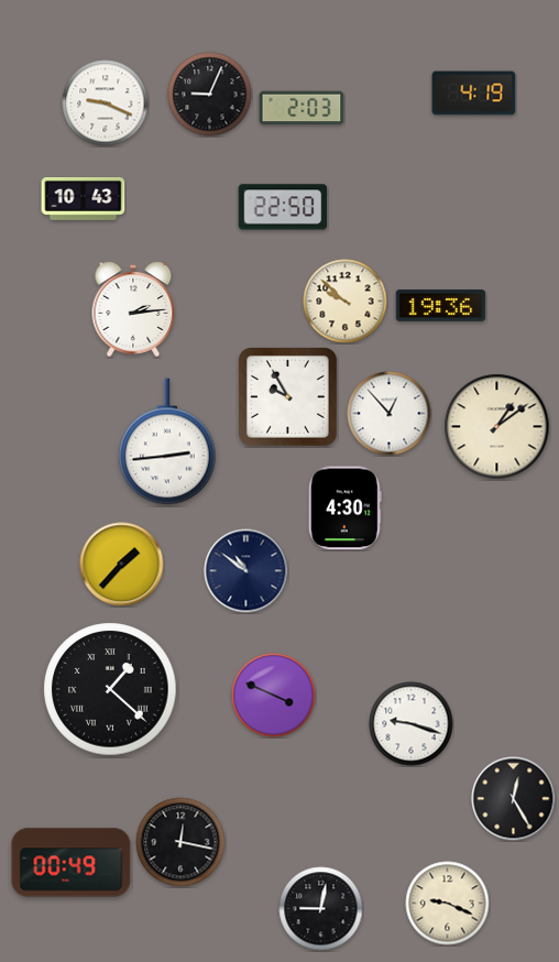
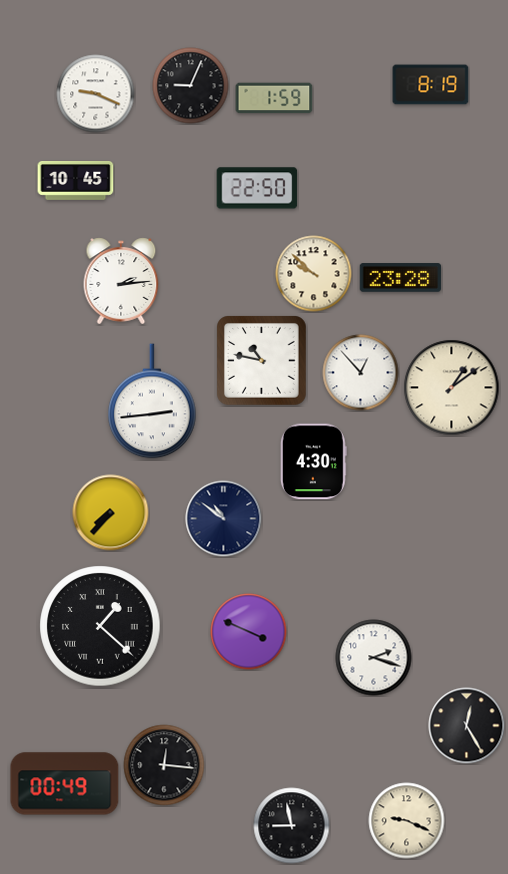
clock at (474, 94): 4:19 -> 8:19
clock at (302, 108): 2:03 -> 1:59
clock at (84, 199): 10:43 -> 10:45
clock at (441, 306): 19:36 -> 23:28
clock at (288, 397): 9:55 -> 10:47
clock at (390, 414) position: (390, 414) -> (361, 373)
clock at (122, 565): 1:37 -> 7:37
clock at (412, 724): 9:18 -> 2:18
clock at (180, 842): 12:17 -> 12:16
clock at (321, 909): 9:02 -> 8:58
